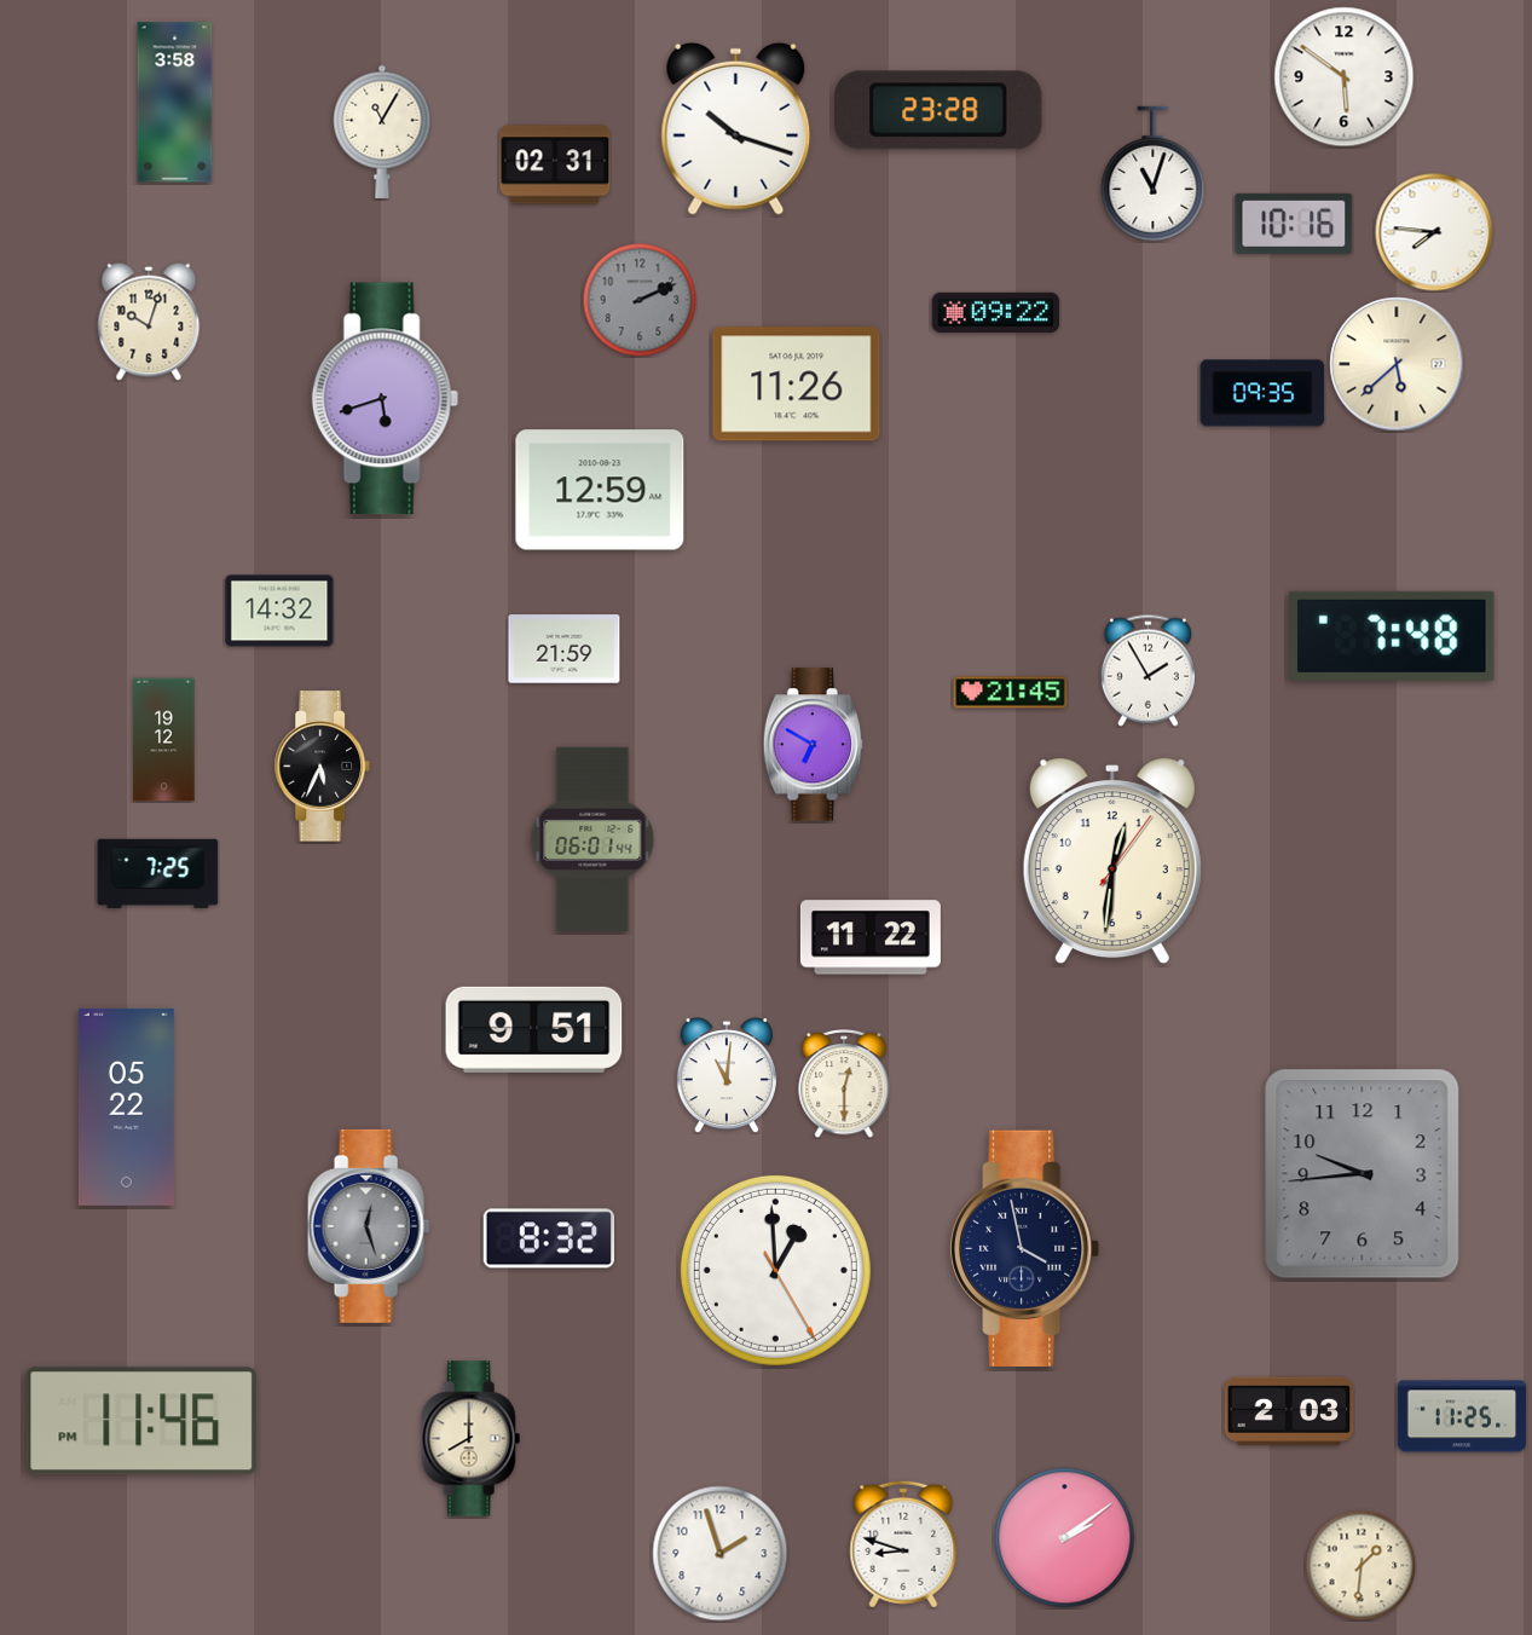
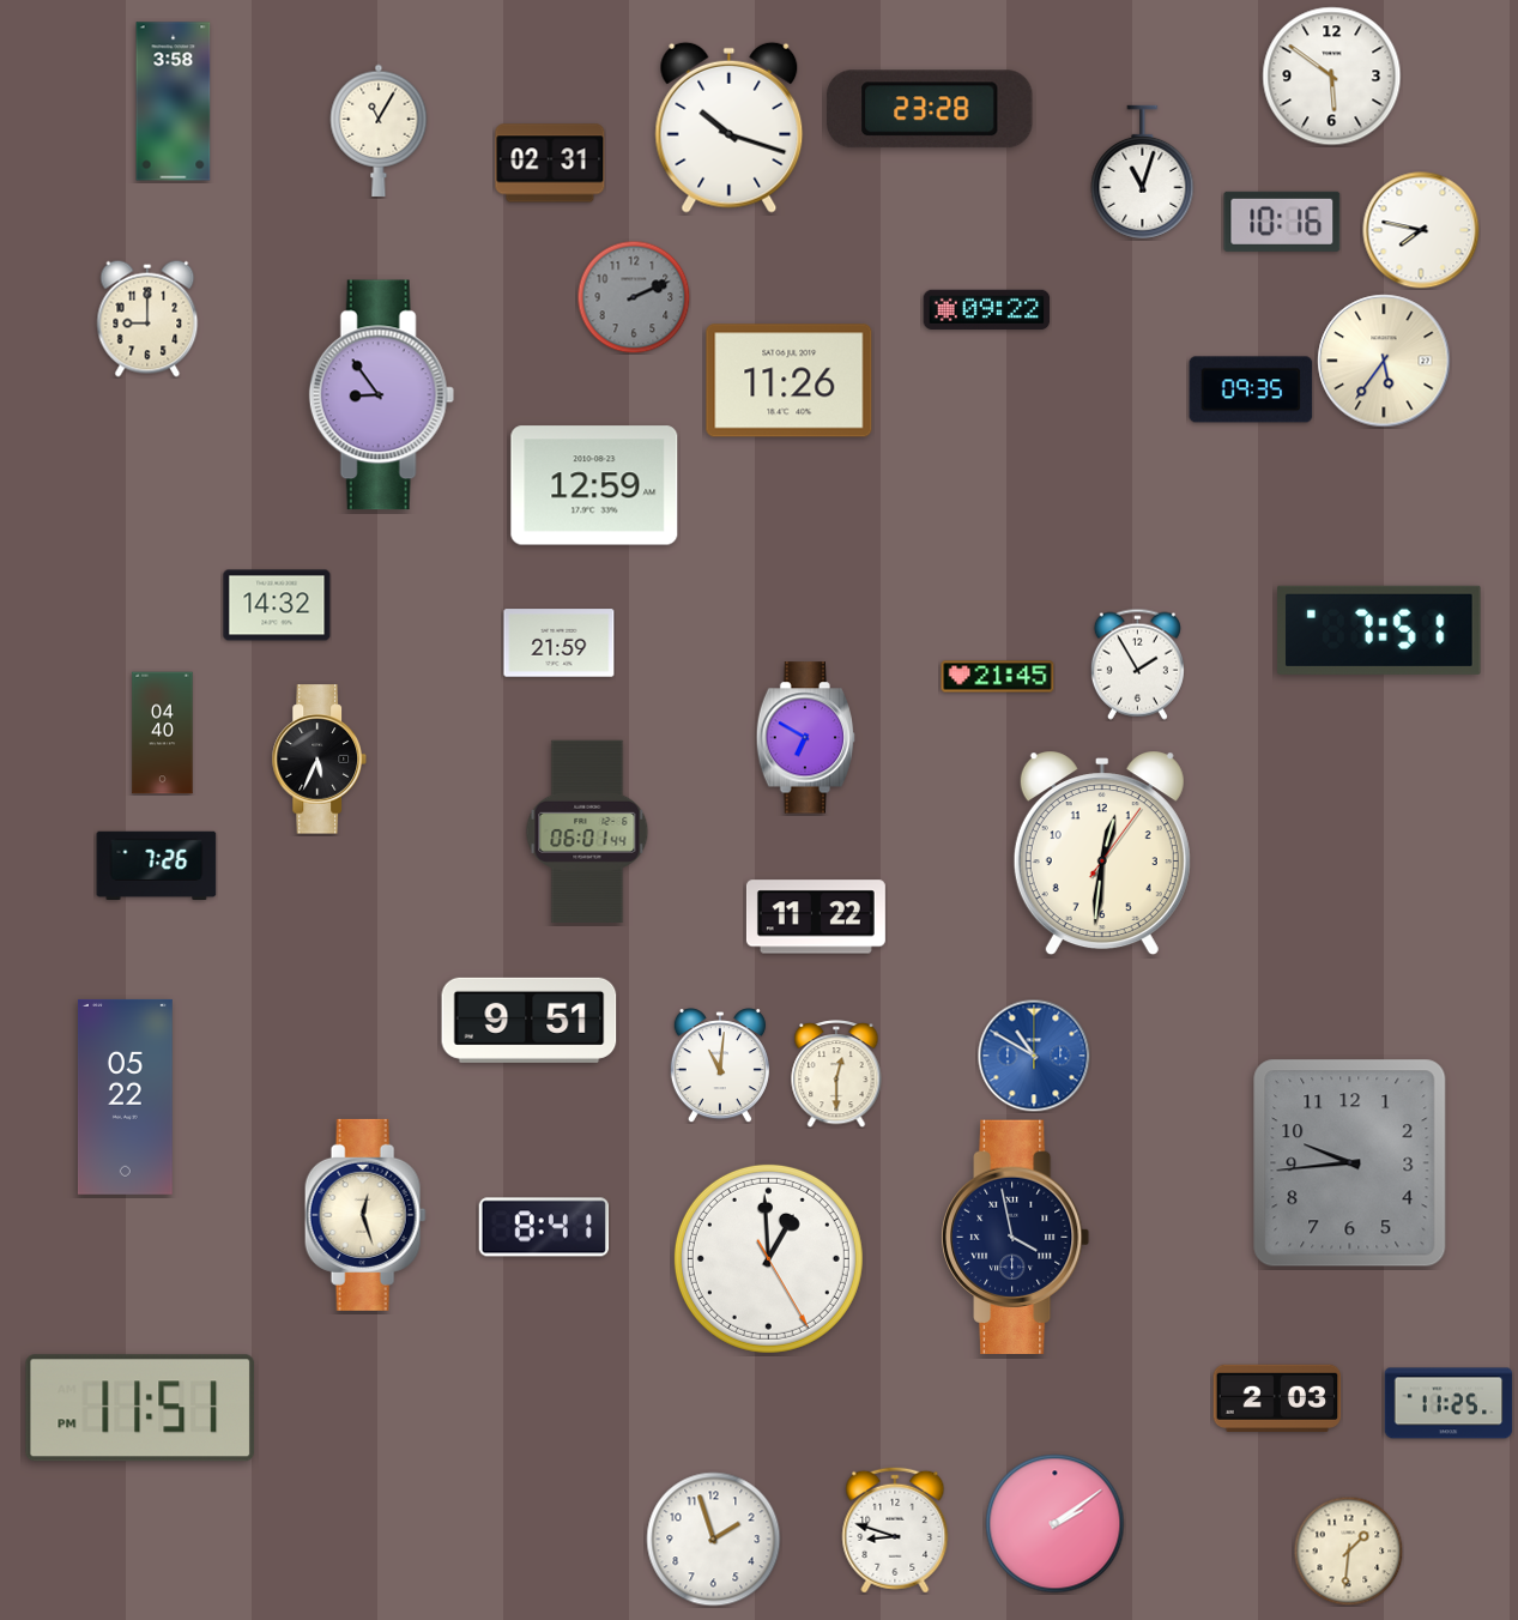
clock at (1434, 232): 7:46 -> 7:47
clock at (149, 322): 10:03 -> 9:00
clock at (1397, 364): 5:38 -> 5:36
clock at (385, 399): 5:42 -> 8:54
clock at (1392, 636): 7:48 -> 7:51
clock at (1011, 693) position: (1011, 693) -> (998, 677)
clock at (164, 740): 19:12 -> 04:40
clock at (158, 873): 7:25 -> 7:26
clock at (871, 937) position: (871, 937) -> (816, 917)
clock at (1034, 1056): none -> 10:50
clock at (369, 1226) dial: grey -> cream
clock at (548, 1238): 8:32 -> 8:41
clock at (141, 1421): 11:46 -> 11:51
clock at (470, 1439): 8:00 -> none
